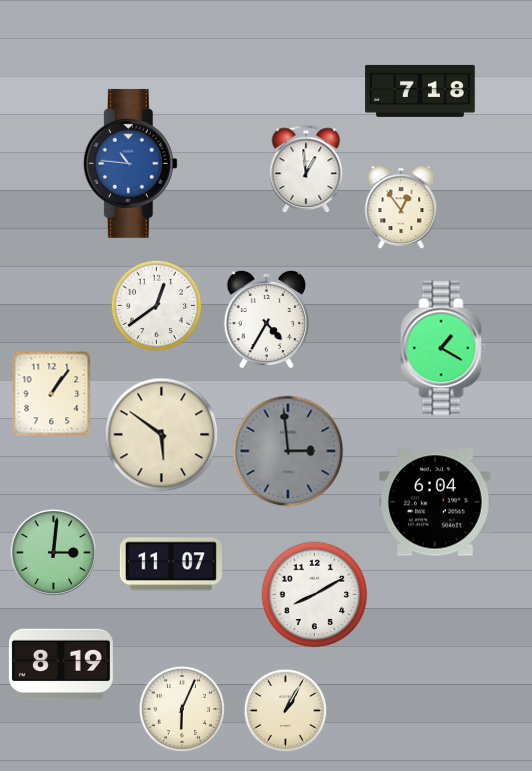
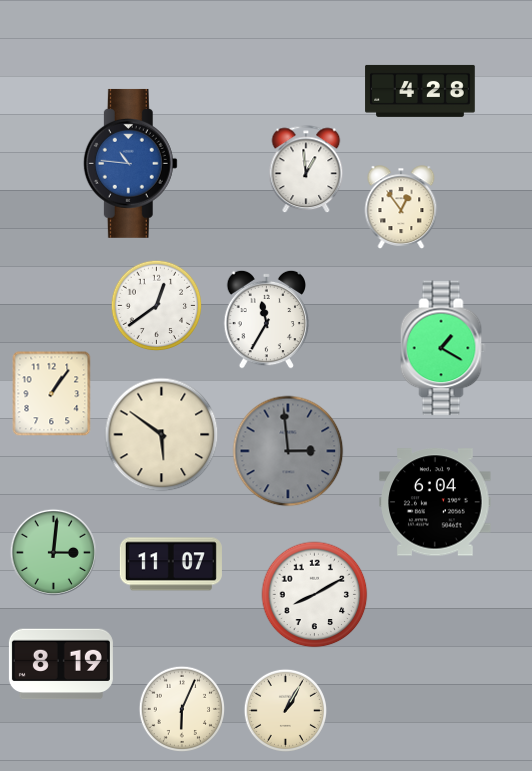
clock at (420, 91): 7:18 -> 4:28
clock at (267, 319): 4:35 -> 11:35
